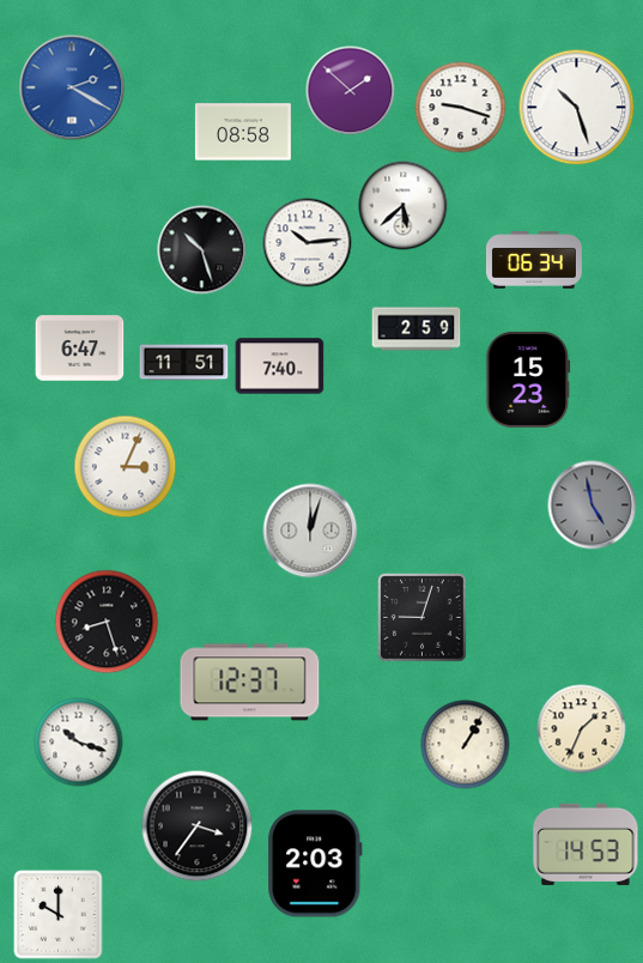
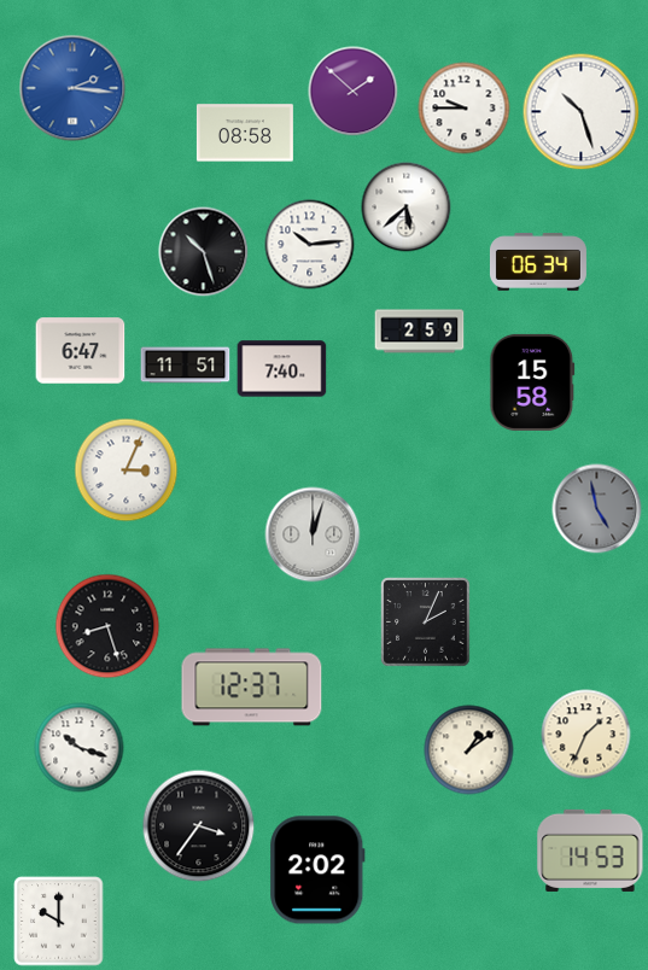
clock at (72, 87): 2:20 -> 2:16
clock at (461, 108): 9:18 -> 9:45
clock at (577, 108) position: (577, 108) -> (582, 112)
clock at (528, 380): 15:23 -> 15:58
clock at (423, 618): 9:03 -> 2:04
clock at (466, 745): 1:05 -> 1:09
clock at (198, 826) position: (198, 826) -> (199, 826)
clock at (315, 864): 2:03 -> 2:02
